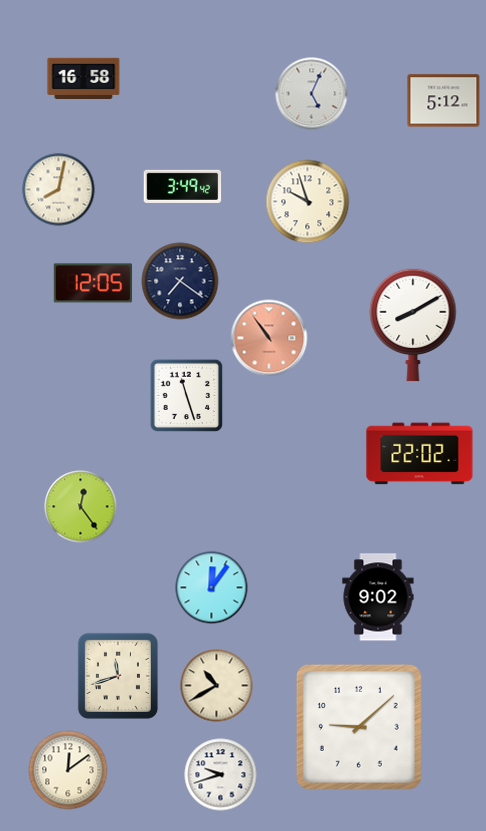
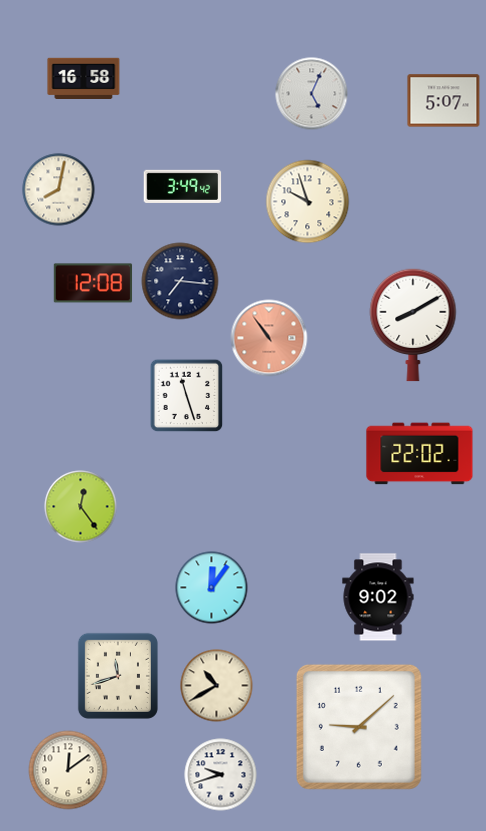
clock at (444, 101): 5:12 -> 5:07
clock at (180, 281): 7:21 -> 7:16
clock at (93, 283): 12:05 -> 12:08
